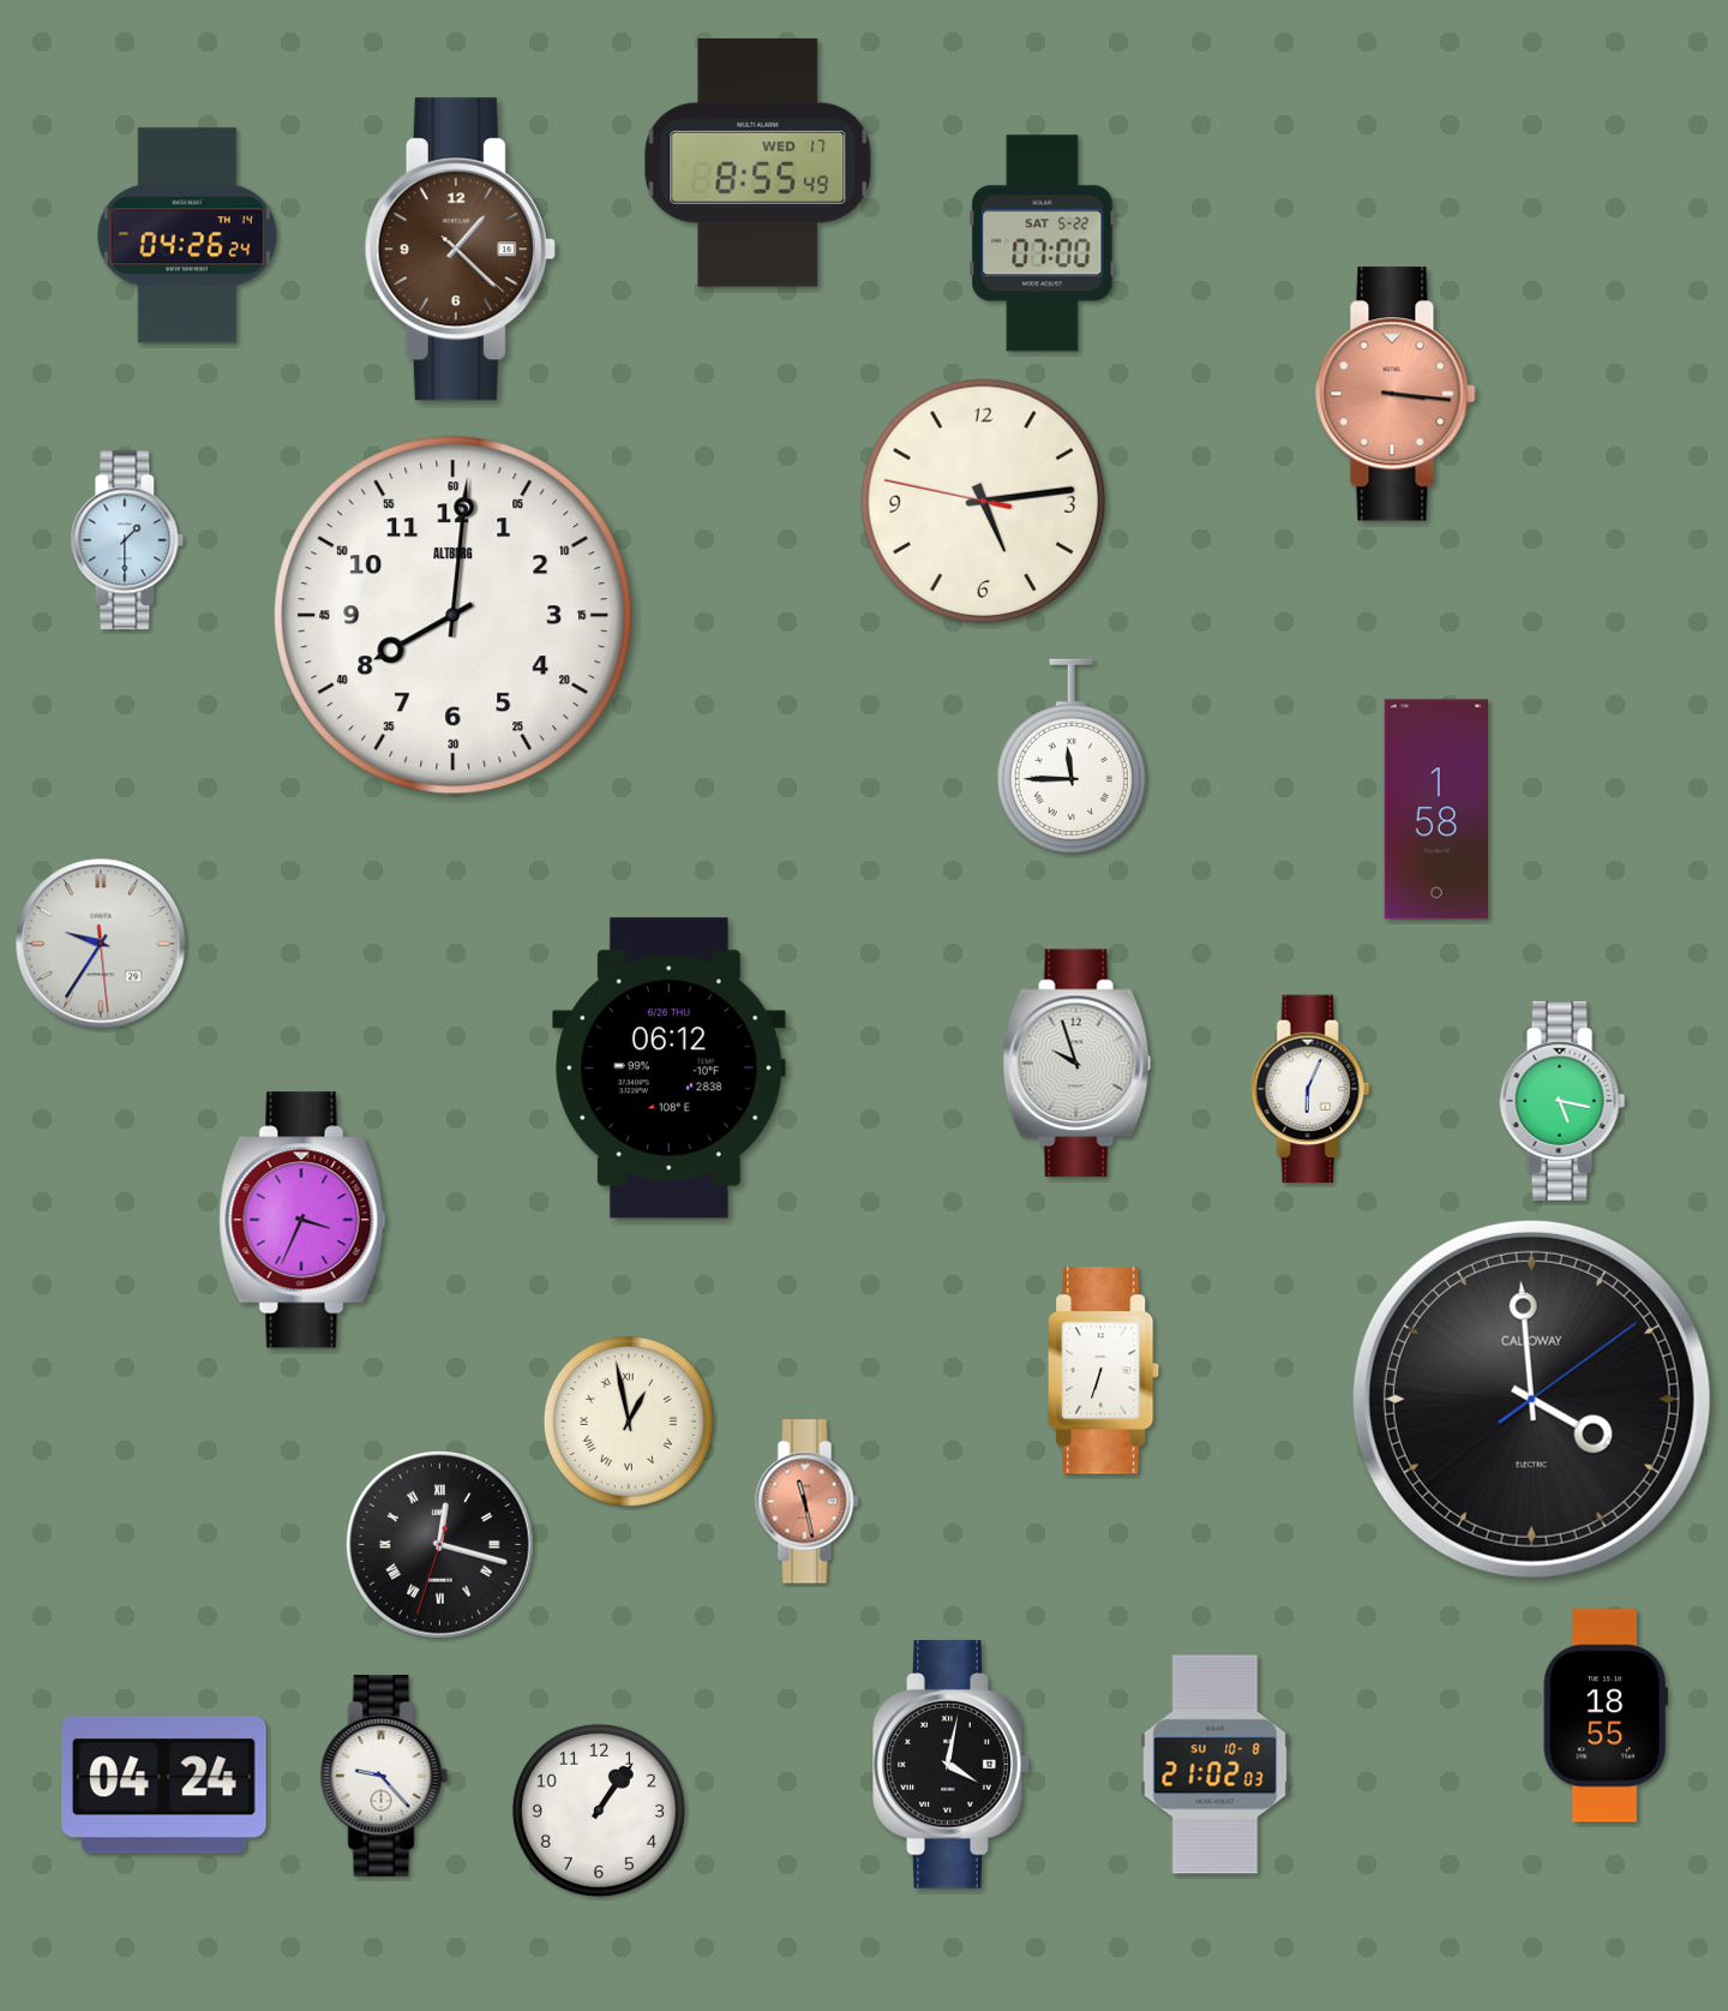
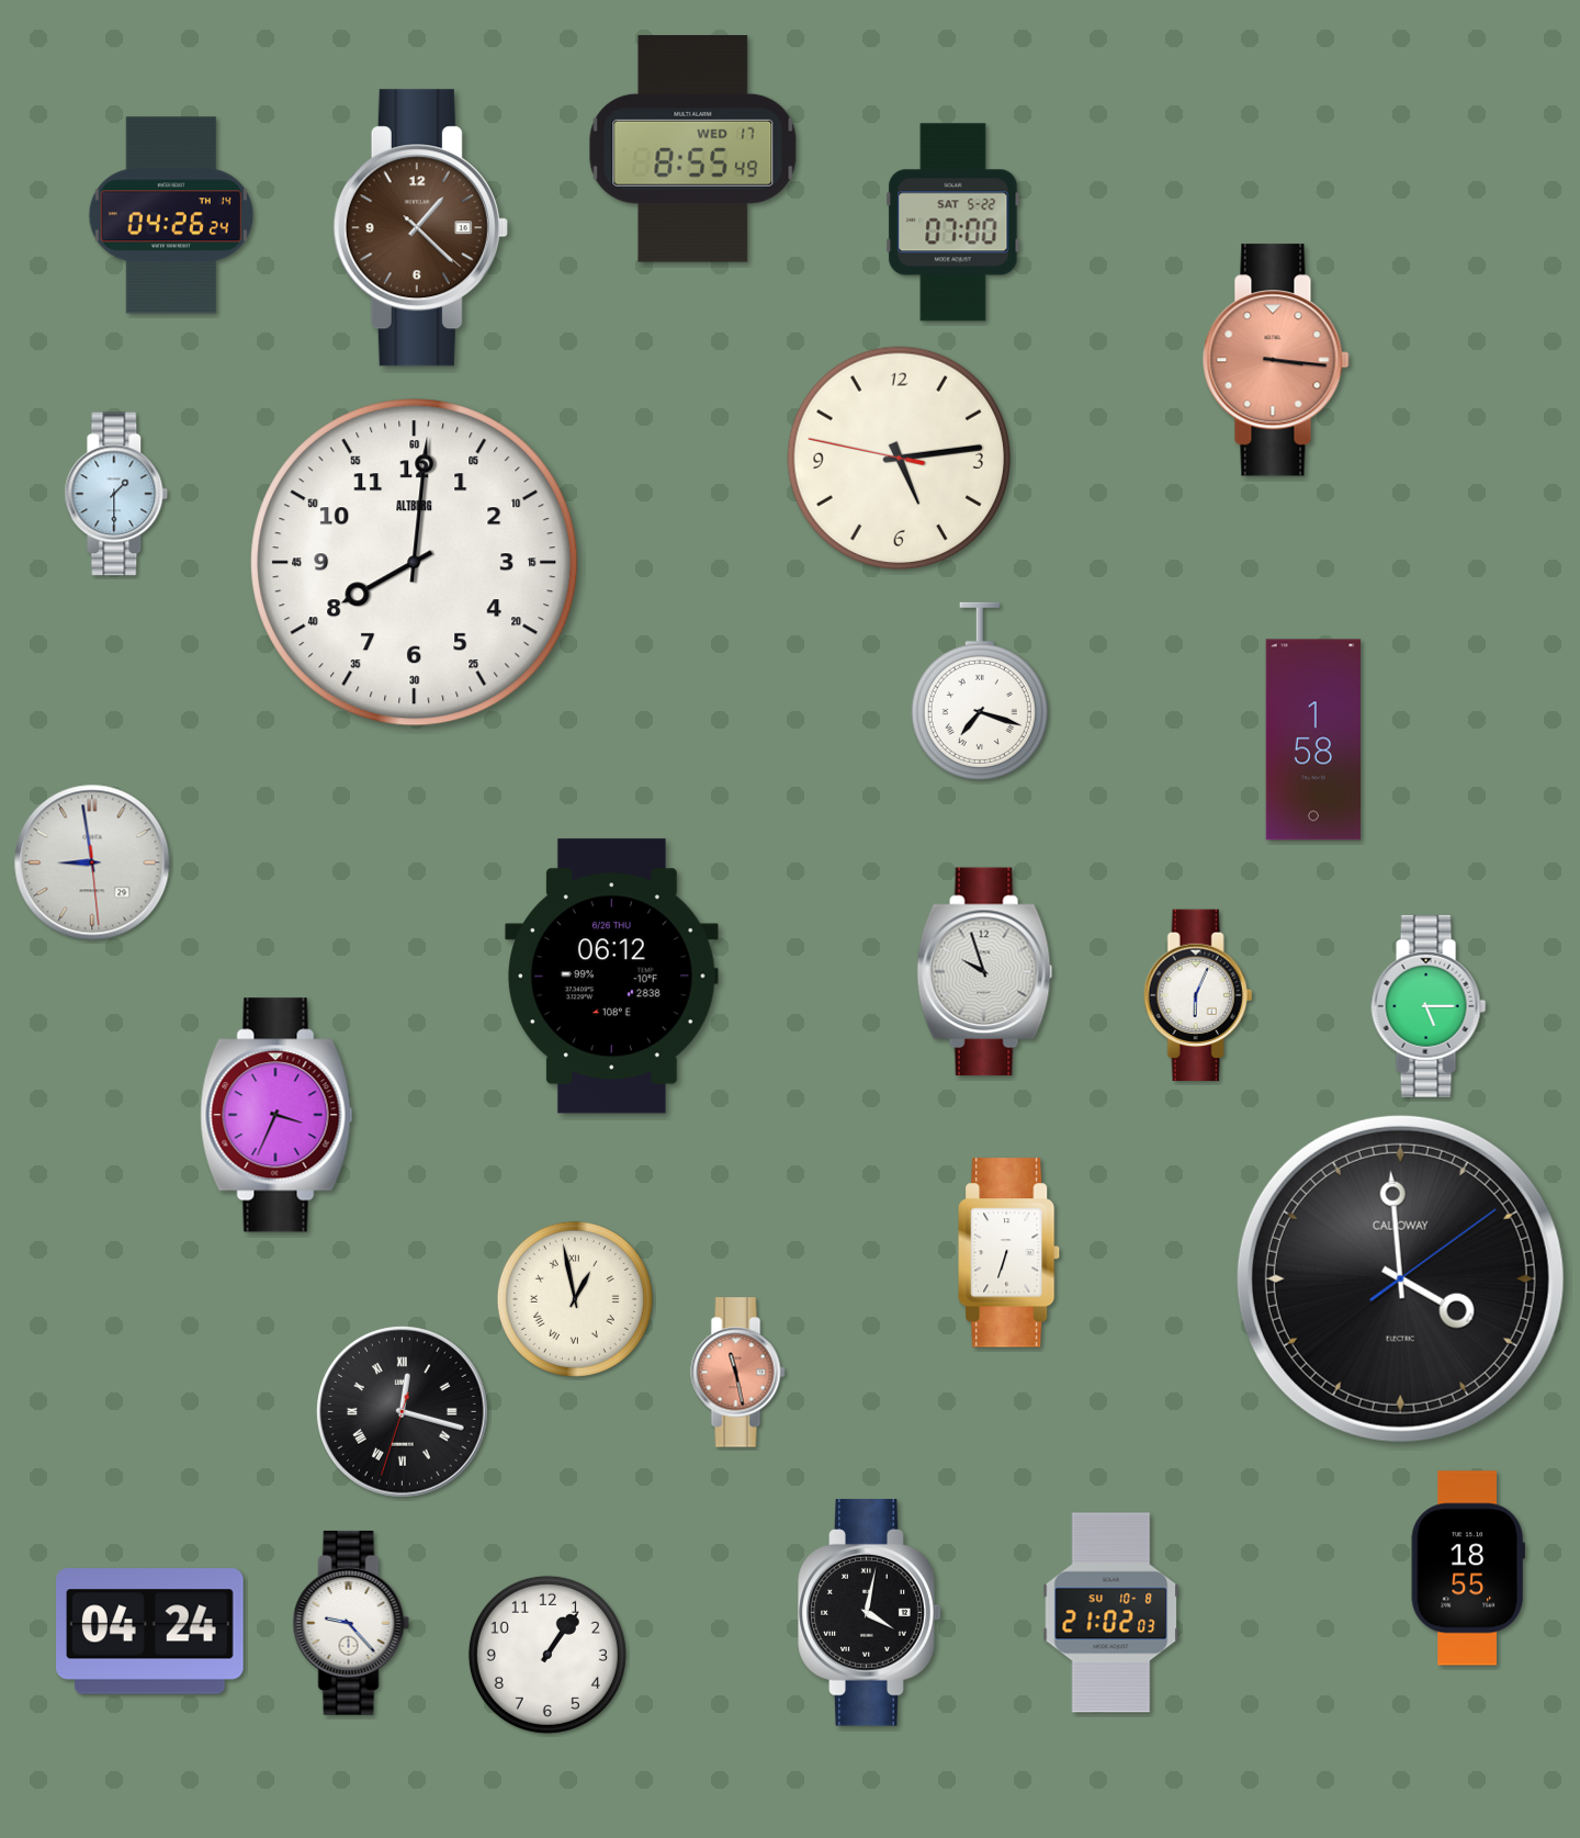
clock at (1072, 756): 11:45 -> 7:18
clock at (101, 944): 9:35 -> 8:58
clock at (1562, 1101): 5:17 -> 5:15
